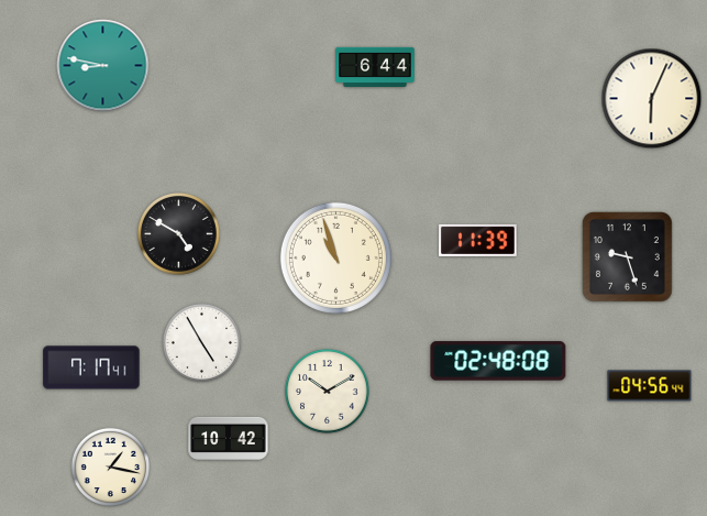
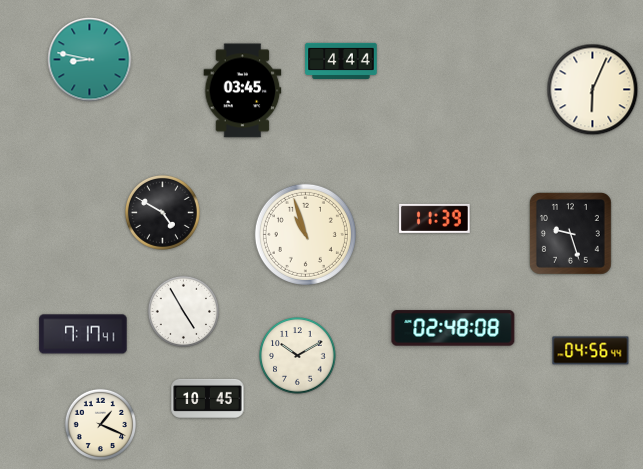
clock at (103, 66) position: (103, 66) -> (90, 60)
clock at (375, 66): 6:44 -> 4:44
clock at (243, 91): none -> 03:45
clock at (229, 438): 10:42 -> 10:45
clock at (110, 466): 1:17 -> 1:19
